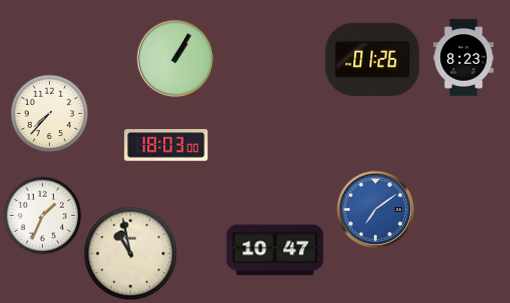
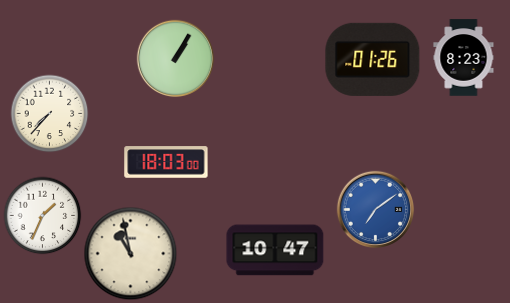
clock at (166, 145) position: (166, 145) -> (166, 162)
